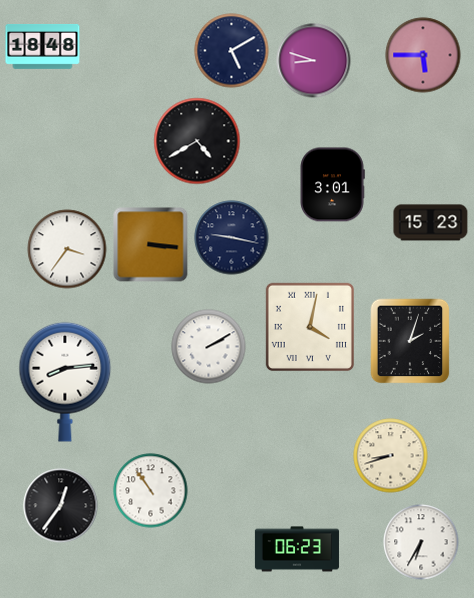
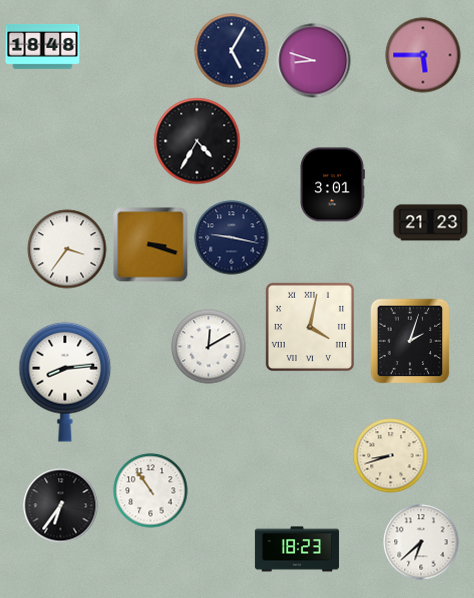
clock at (232, 51): 5:10 -> 5:05
clock at (197, 141): 4:40 -> 4:35
clock at (431, 223): 15:23 -> 21:23
clock at (151, 245): 3:16 -> 3:18
clock at (209, 347): 2:10 -> 12:10
clock at (61, 506): 12:36 -> 6:36
clock at (421, 542): 6:35 -> 6:38
clock at (297, 549): 06:23 -> 18:23
